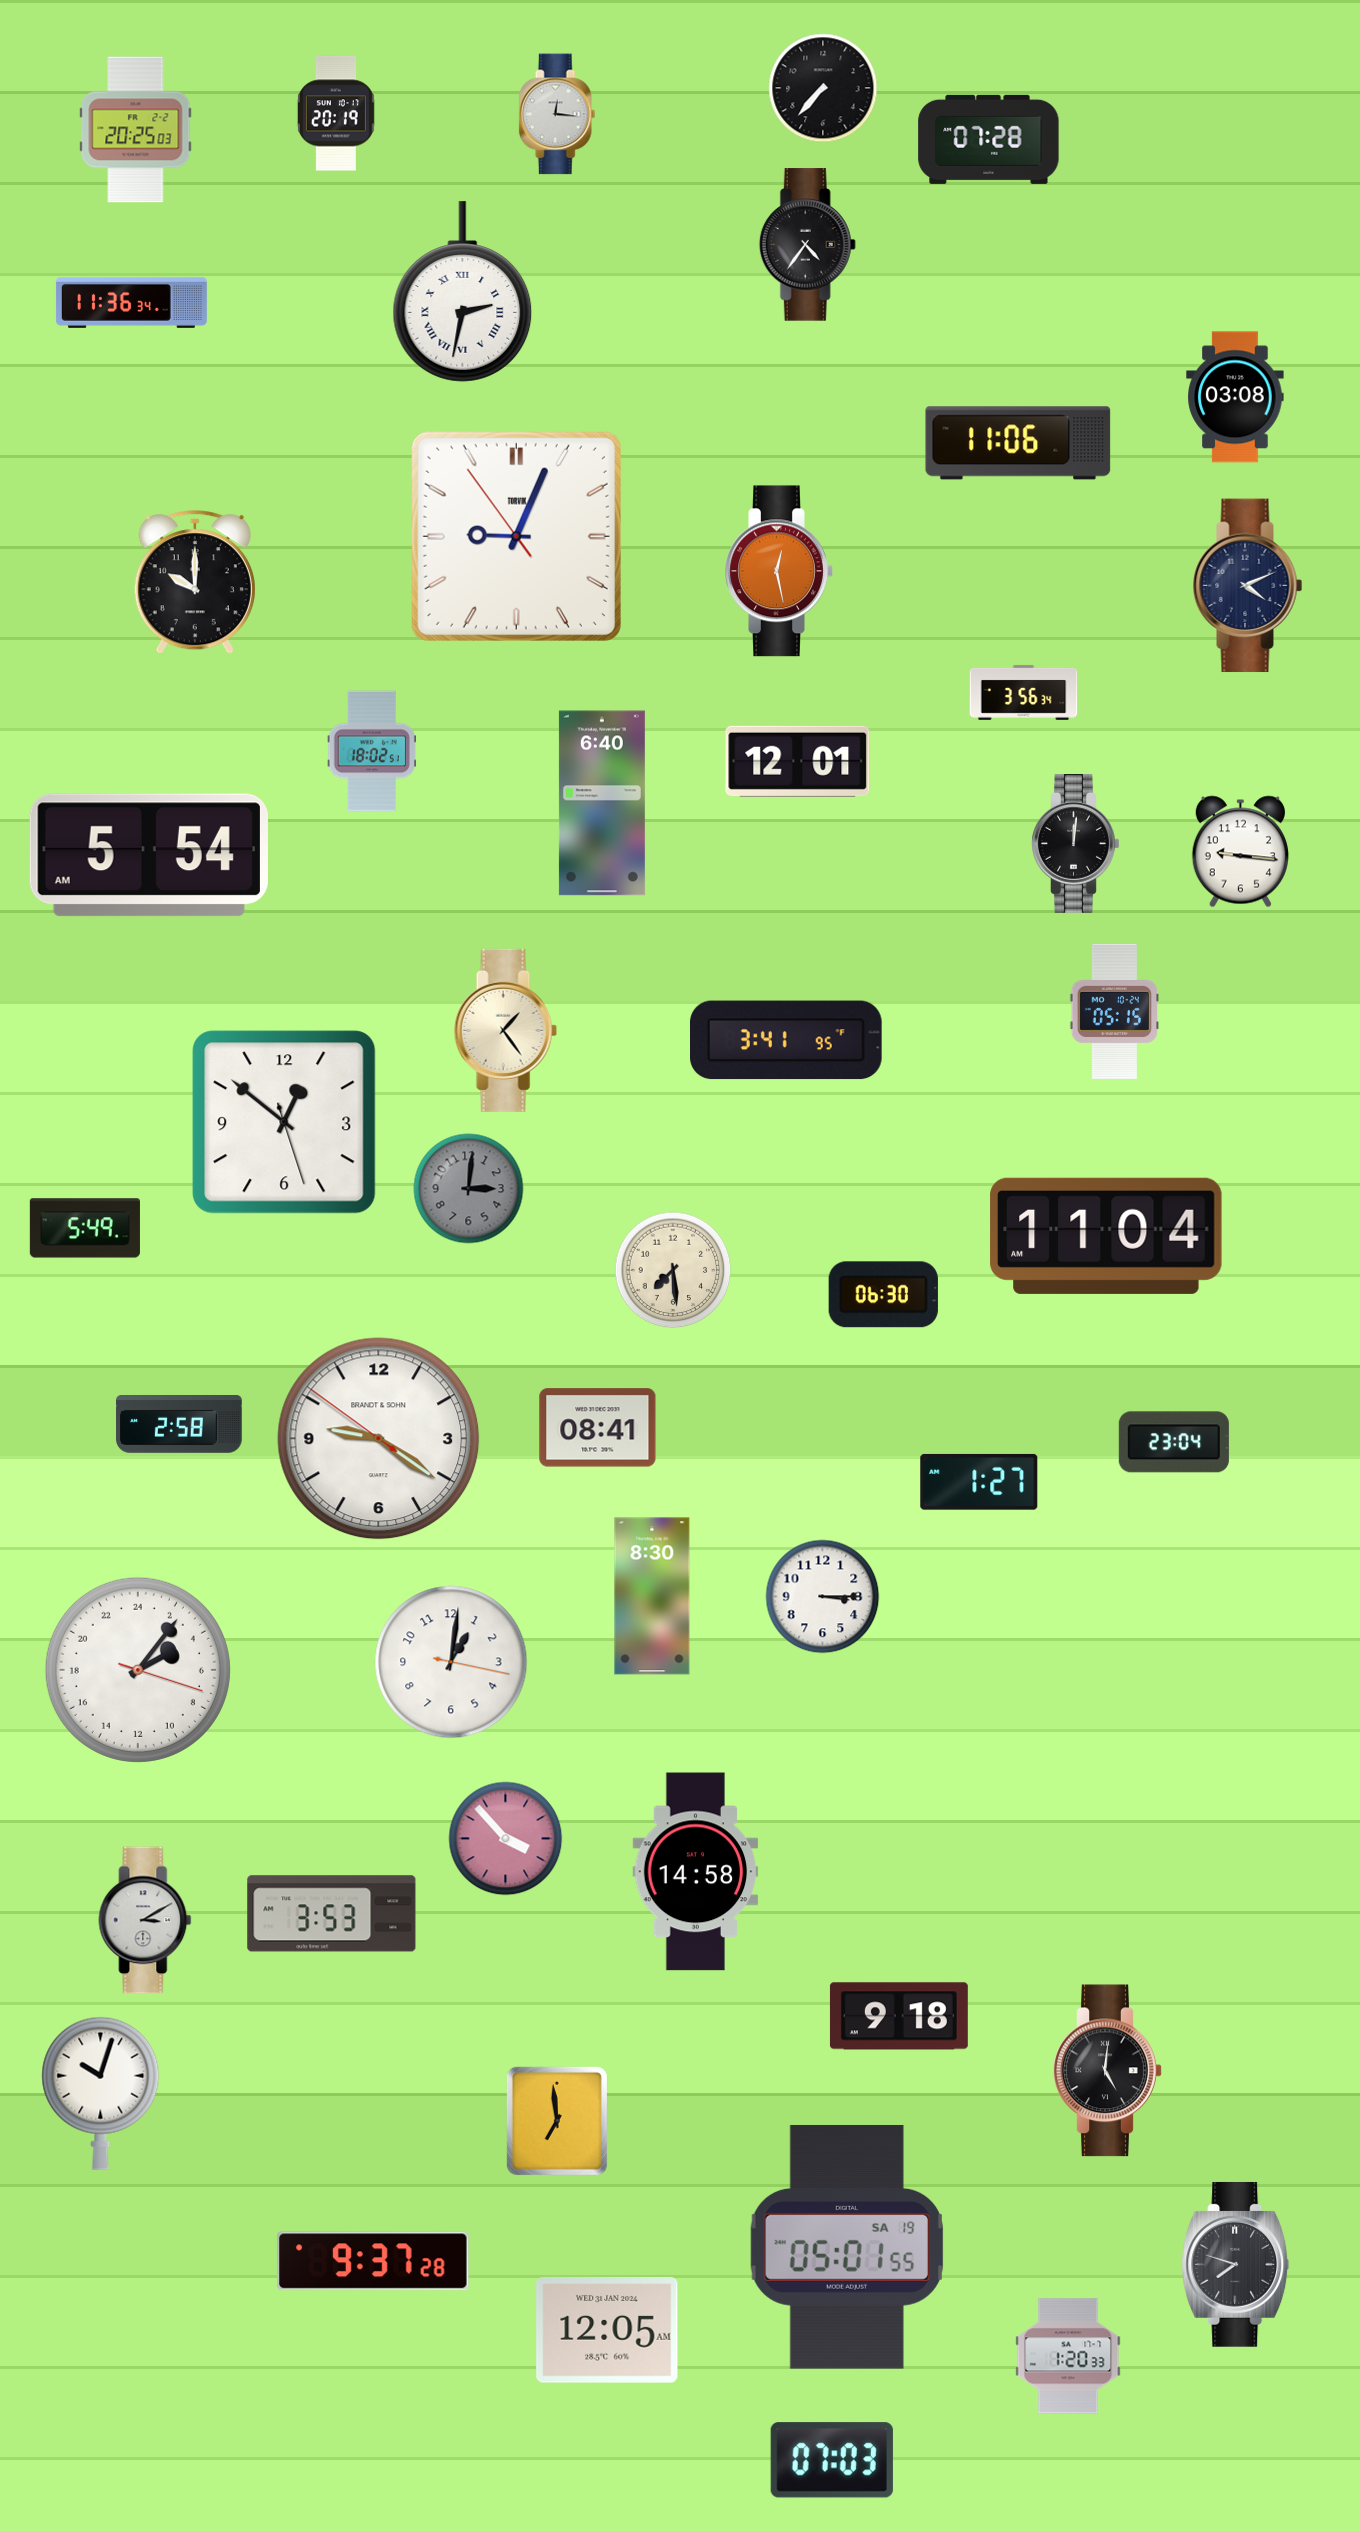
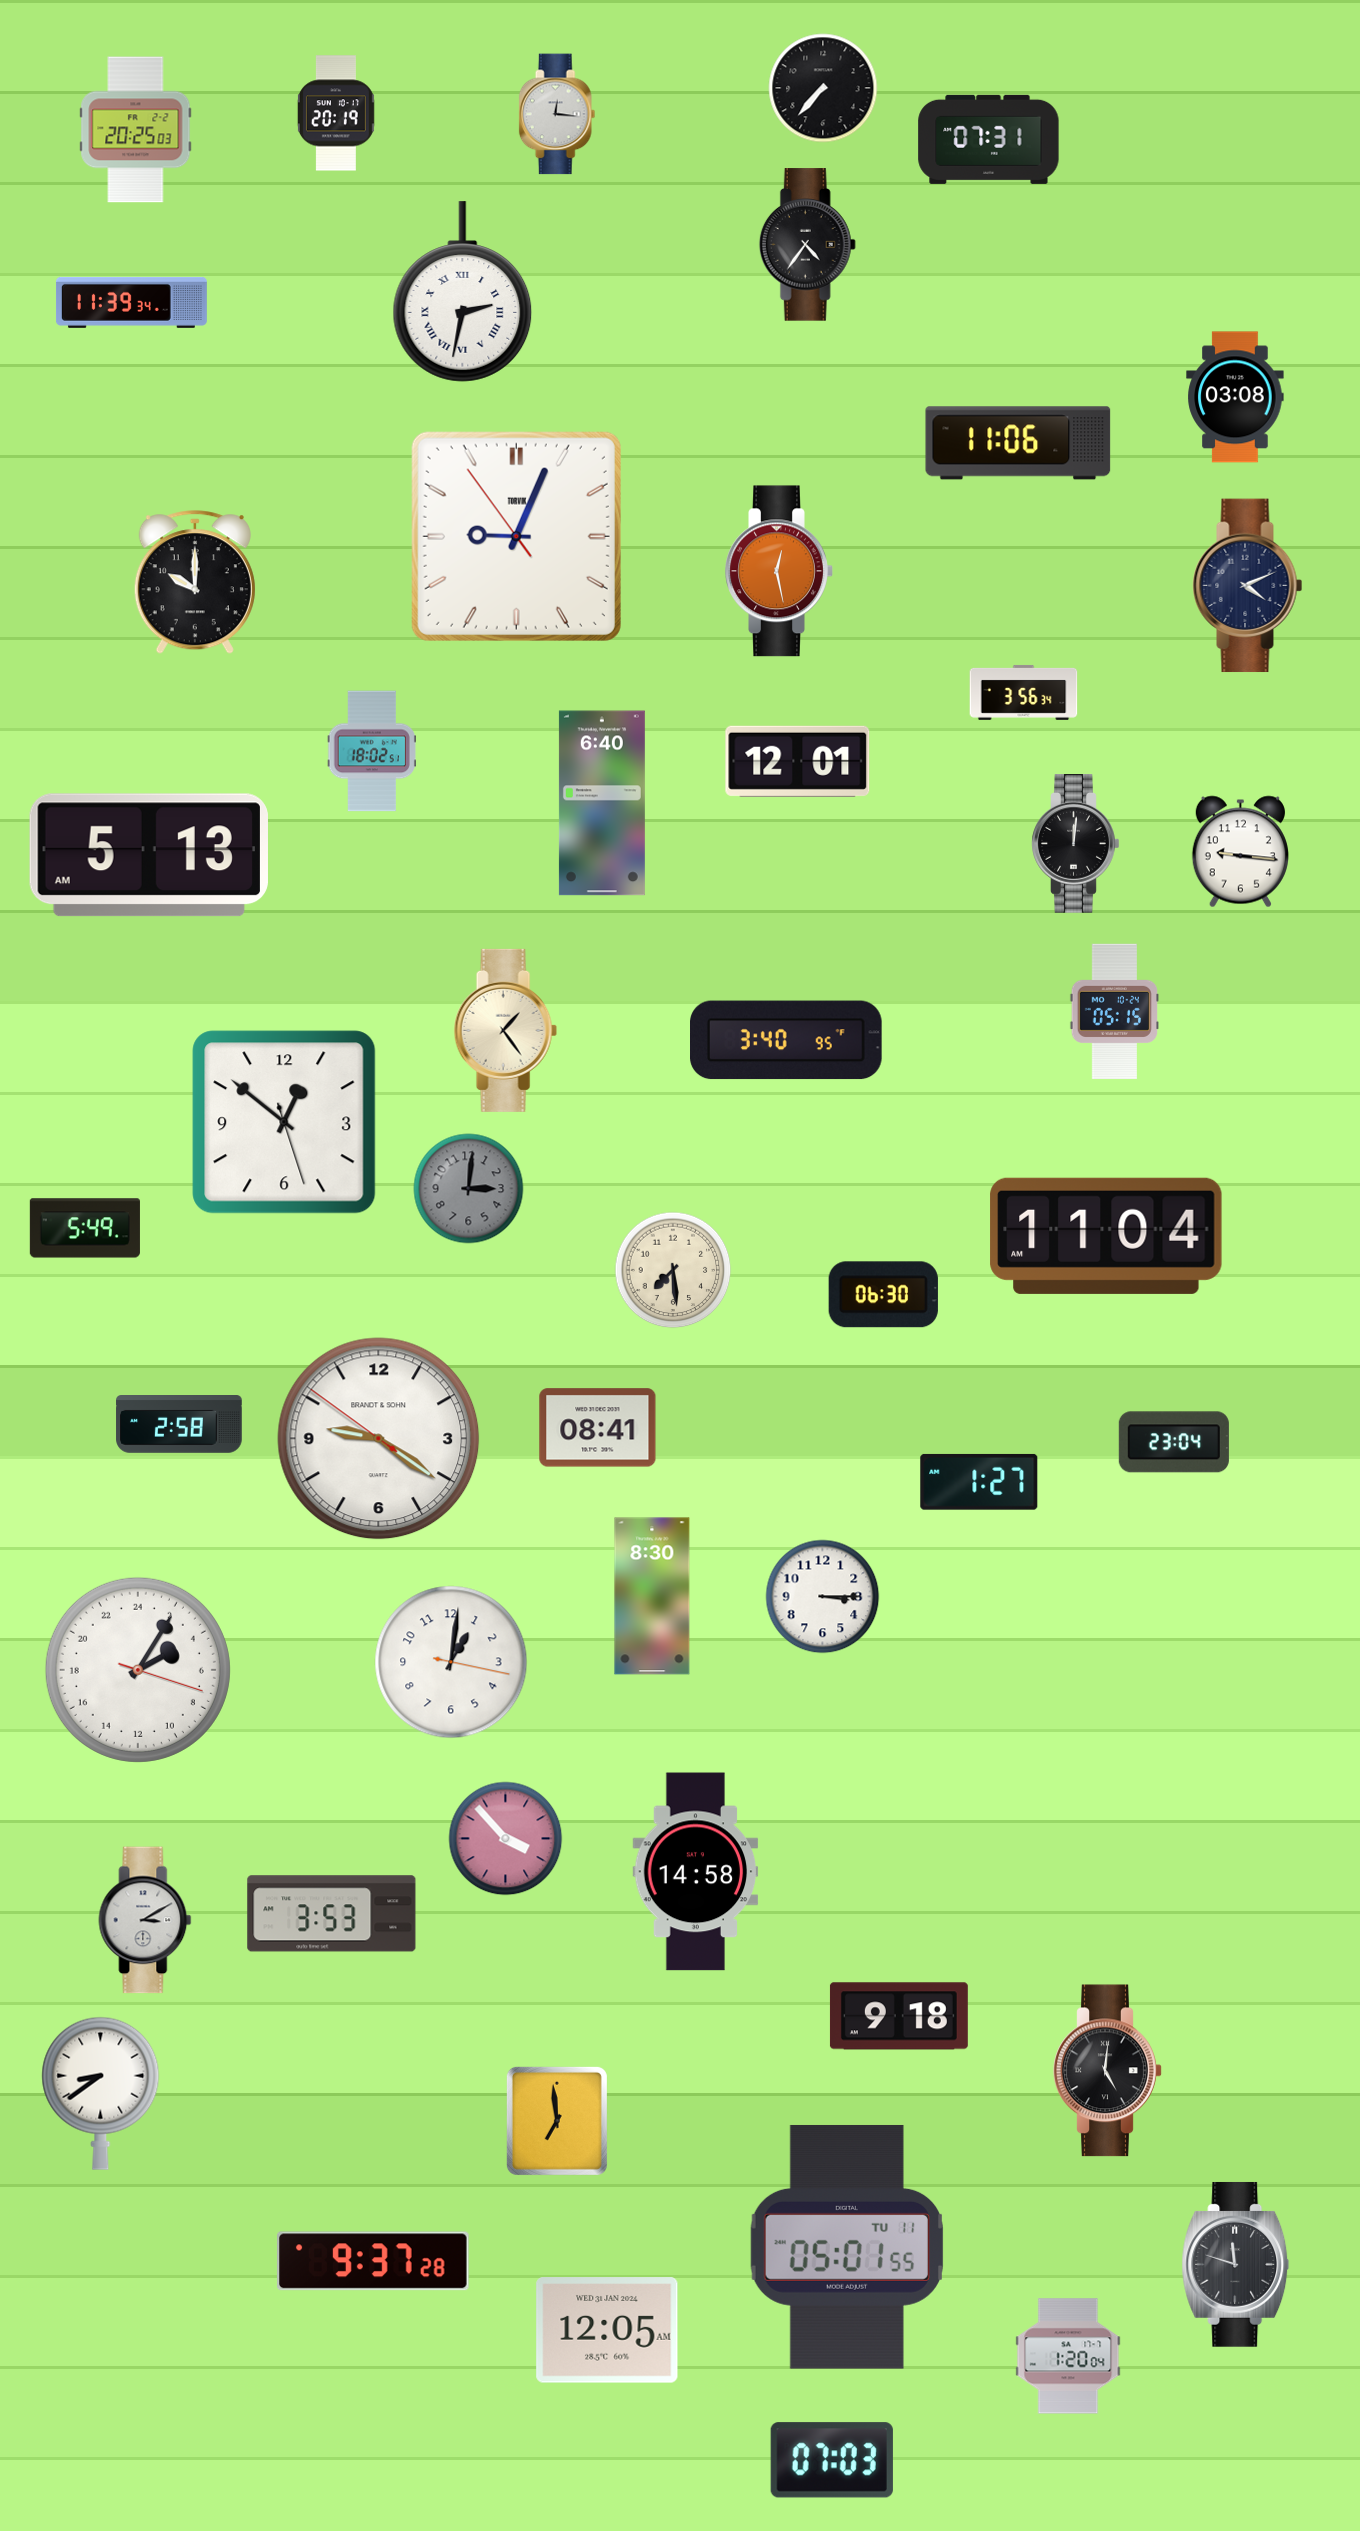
clock at (989, 139): 07:28 -> 07:31
clock at (131, 302): 11:36 -> 11:39
clock at (149, 855): 5:54 -> 5:13
clock at (787, 1040): 3:41 -> 3:40
clock at (138, 1670): 4:06 -> 4:05
clock at (101, 2093): 10:03 -> 8:39
clock at (847, 2247) date: SA 19 -> TU 11
clock at (1236, 2264): 7:48 -> 11:48
clock at (1068, 2356): 1:20:33 -> 1:20:04
